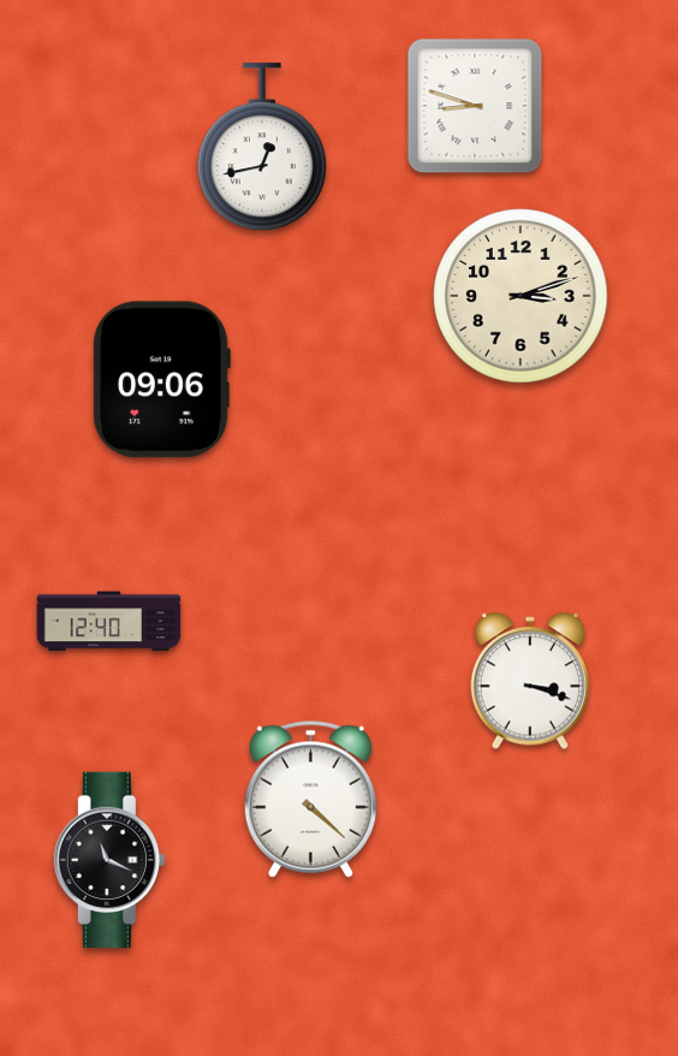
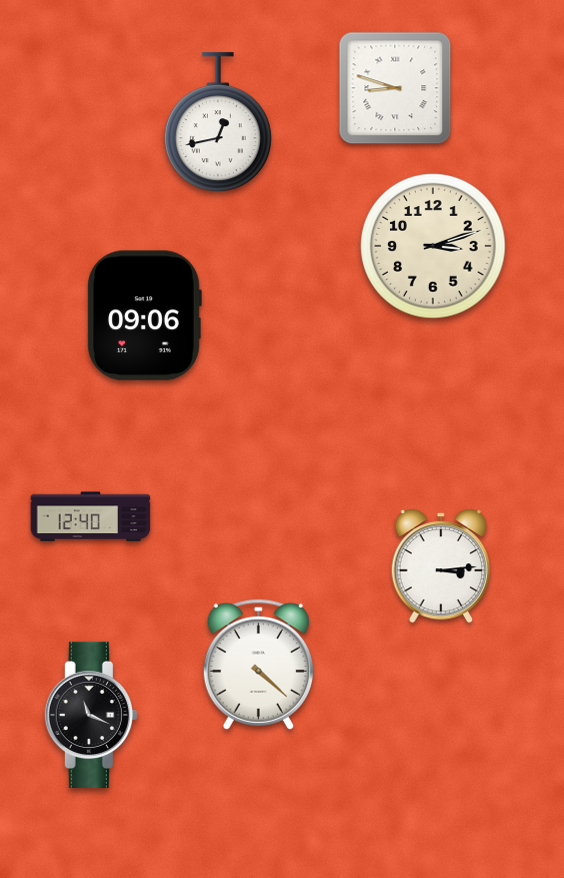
clock at (161, 380) position: (161, 380) -> (144, 316)
clock at (530, 681): 3:18 -> 3:14
